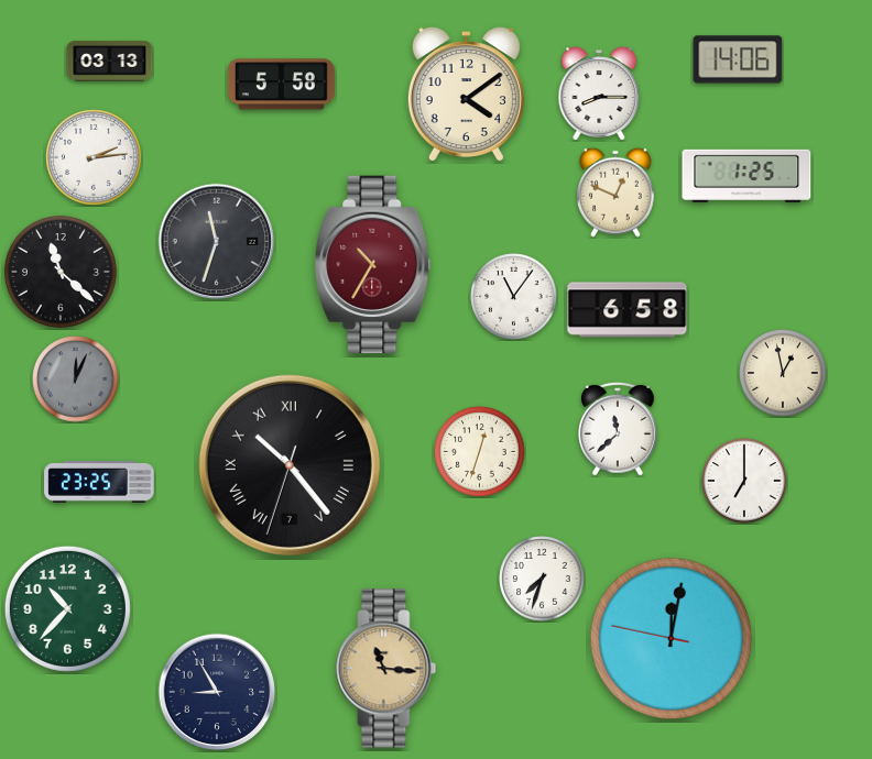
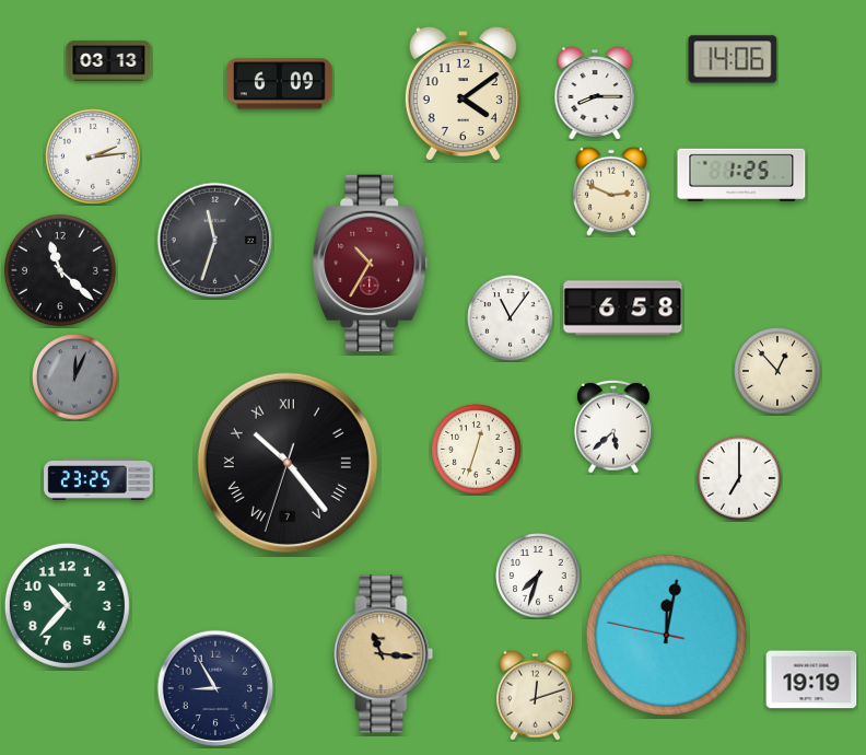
clock at (281, 85): 5:58 -> 6:09
clock at (617, 193): 12:49 -> 2:49
clock at (514, 297) position: (514, 297) -> (511, 318)
clock at (783, 373): 12:58 -> 12:53
clock at (618, 429): 11:38 -> 5:38
clock at (386, 669) position: (386, 669) -> (384, 654)
clock at (811, 679): none -> 19:19
clock at (535, 695): none -> 12:12
